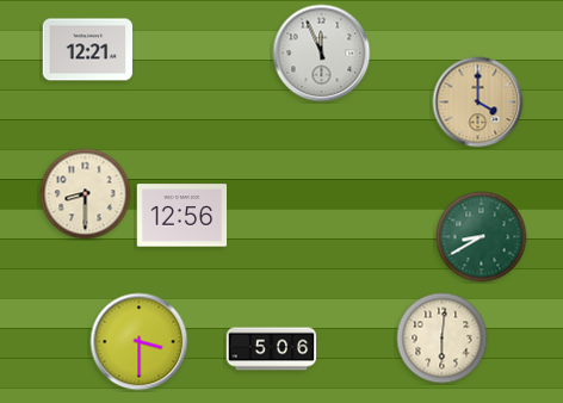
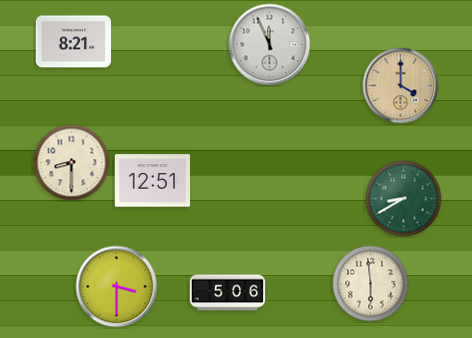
clock at (88, 50): 12:21 -> 8:21
clock at (182, 216): 12:56 -> 12:51
clock at (443, 339): 6:01 -> 5:59
